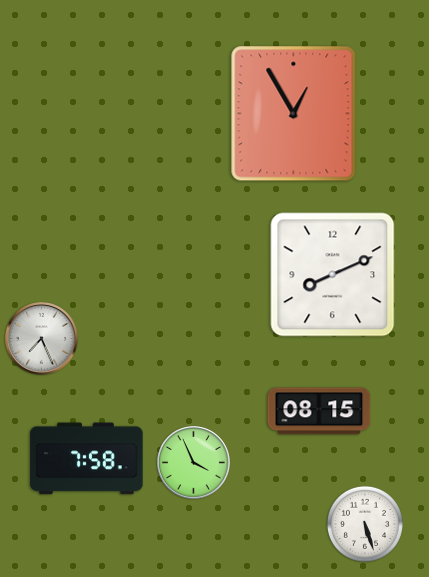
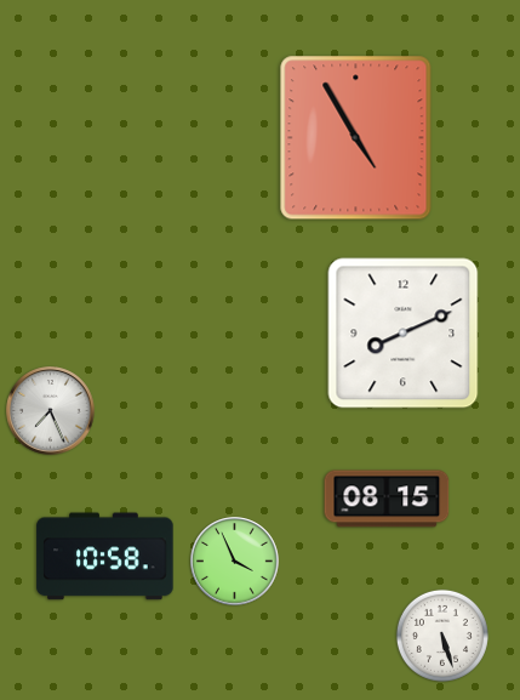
clock at (294, 114): 12:55 -> 4:55
clock at (87, 459): 7:58 -> 10:58
